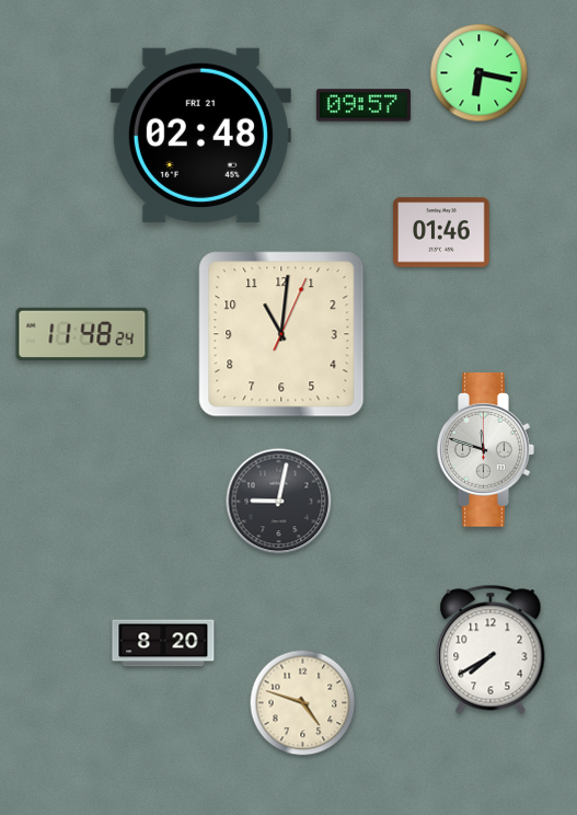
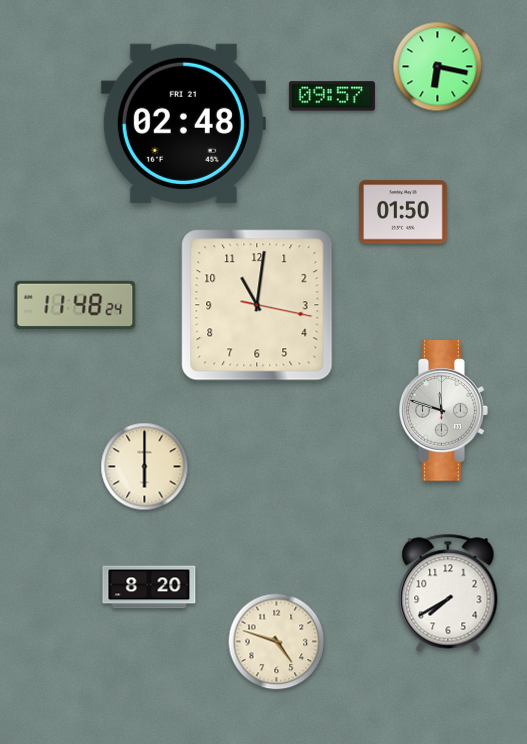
clock at (441, 232): 01:46 -> 01:50
clock at (281, 334): 11:01:04 -> 11:01:17
clock at (279, 502): 9:02 -> none
clock at (145, 467): none -> 6:00
